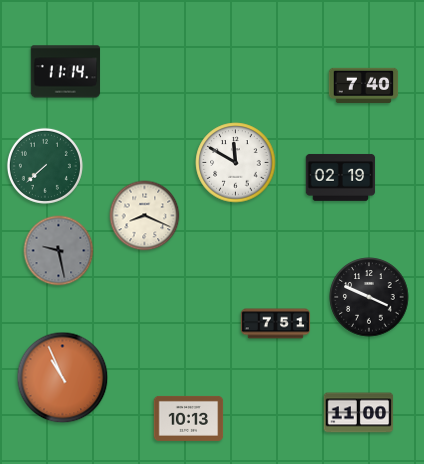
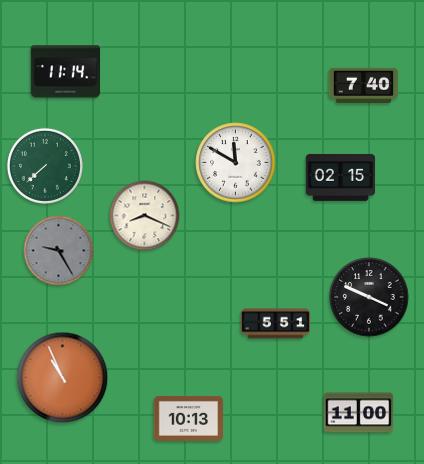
clock at (341, 177): 02:19 -> 02:15
clock at (59, 251): 9:28 -> 9:25
clock at (276, 324): 7:51 -> 5:51
